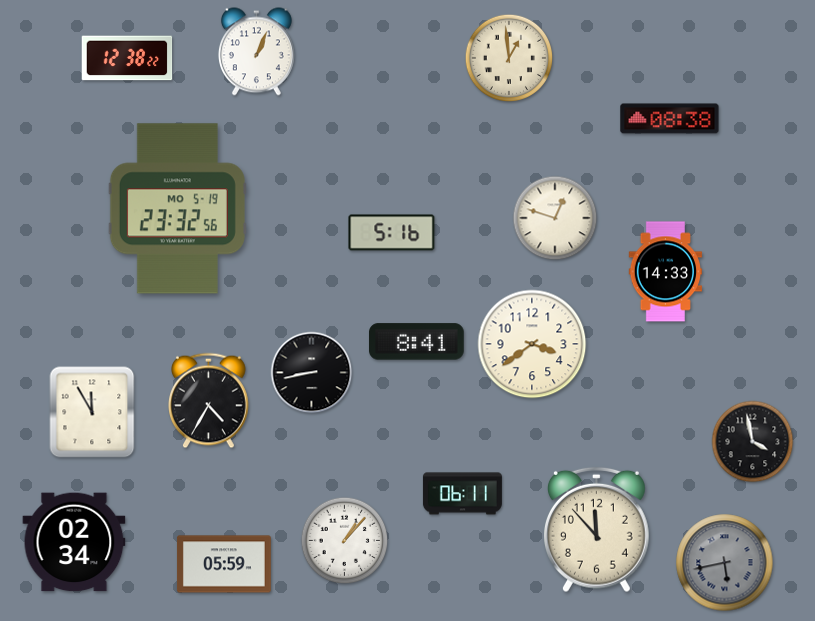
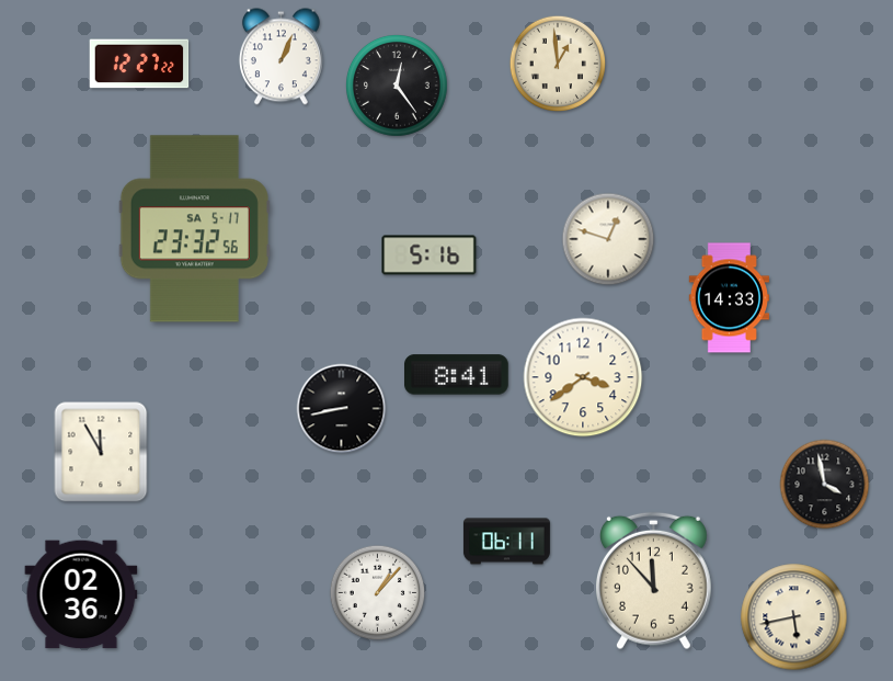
clock at (127, 58): 12:38 -> 12:27
clock at (398, 87): none -> 12:24
clock at (670, 119): 08:38 -> none
clock at (177, 209) date: MO 5-19 -> SA 5-17
clock at (209, 401): 4:35 -> none
clock at (74, 542): 02:34 -> 02:36
clock at (725, 563) dial: grey -> cream
clock at (224, 564): 05:59 -> none
